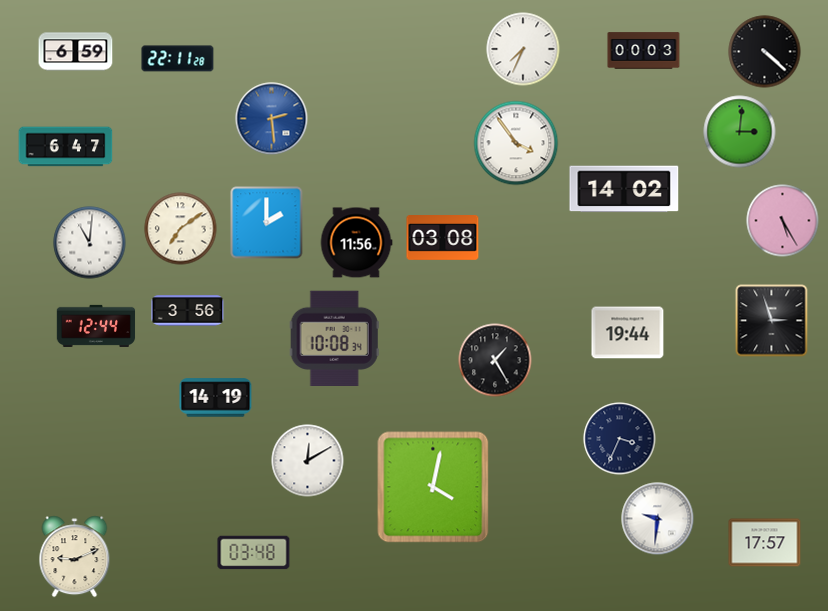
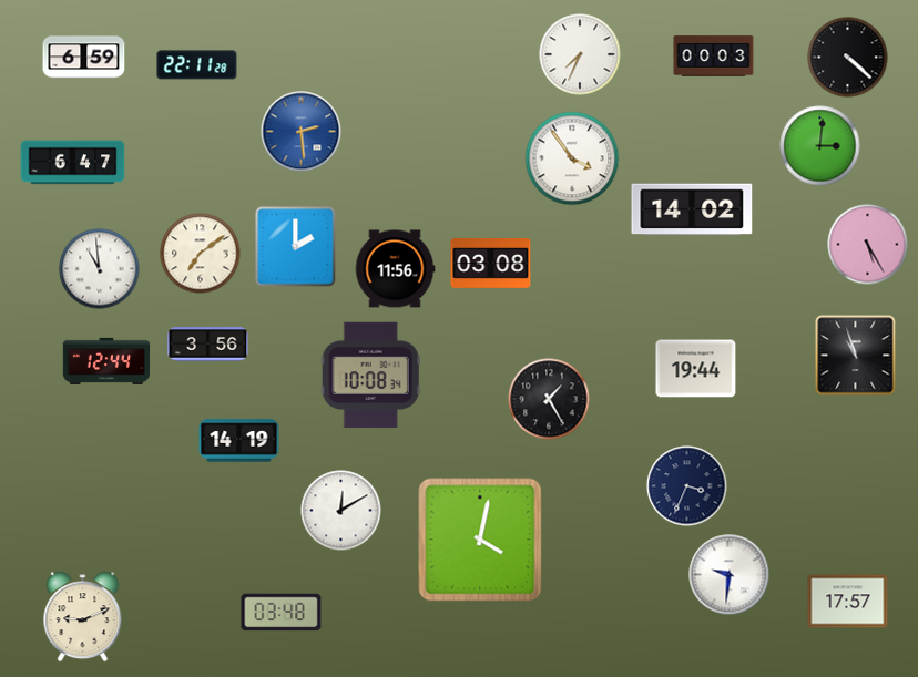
clock at (90, 243): 11:01 -> 10:59
clock at (772, 321): 2:57 -> 10:57
